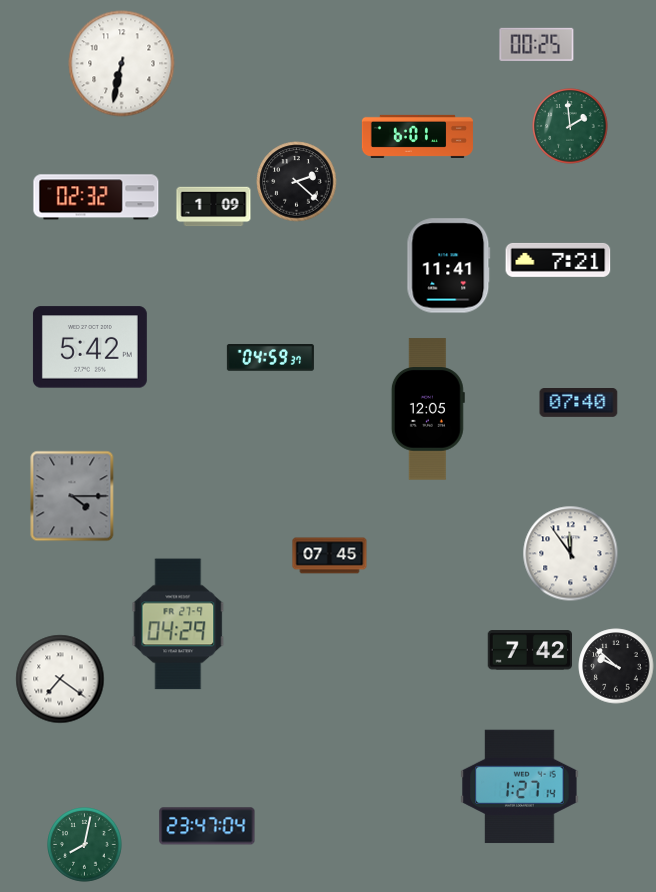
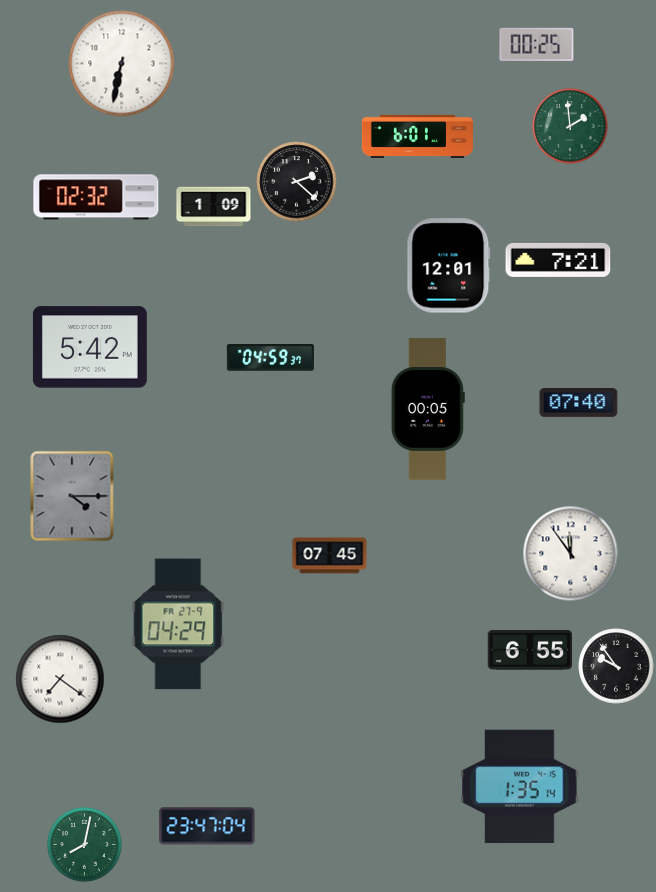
clock at (449, 266): 11:41 -> 12:01
clock at (428, 409): 12:05 -> 00:05
clock at (530, 650): 7:42 -> 6:55
clock at (616, 666): 9:52 -> 9:54
clock at (520, 787): 1:27 -> 1:35
